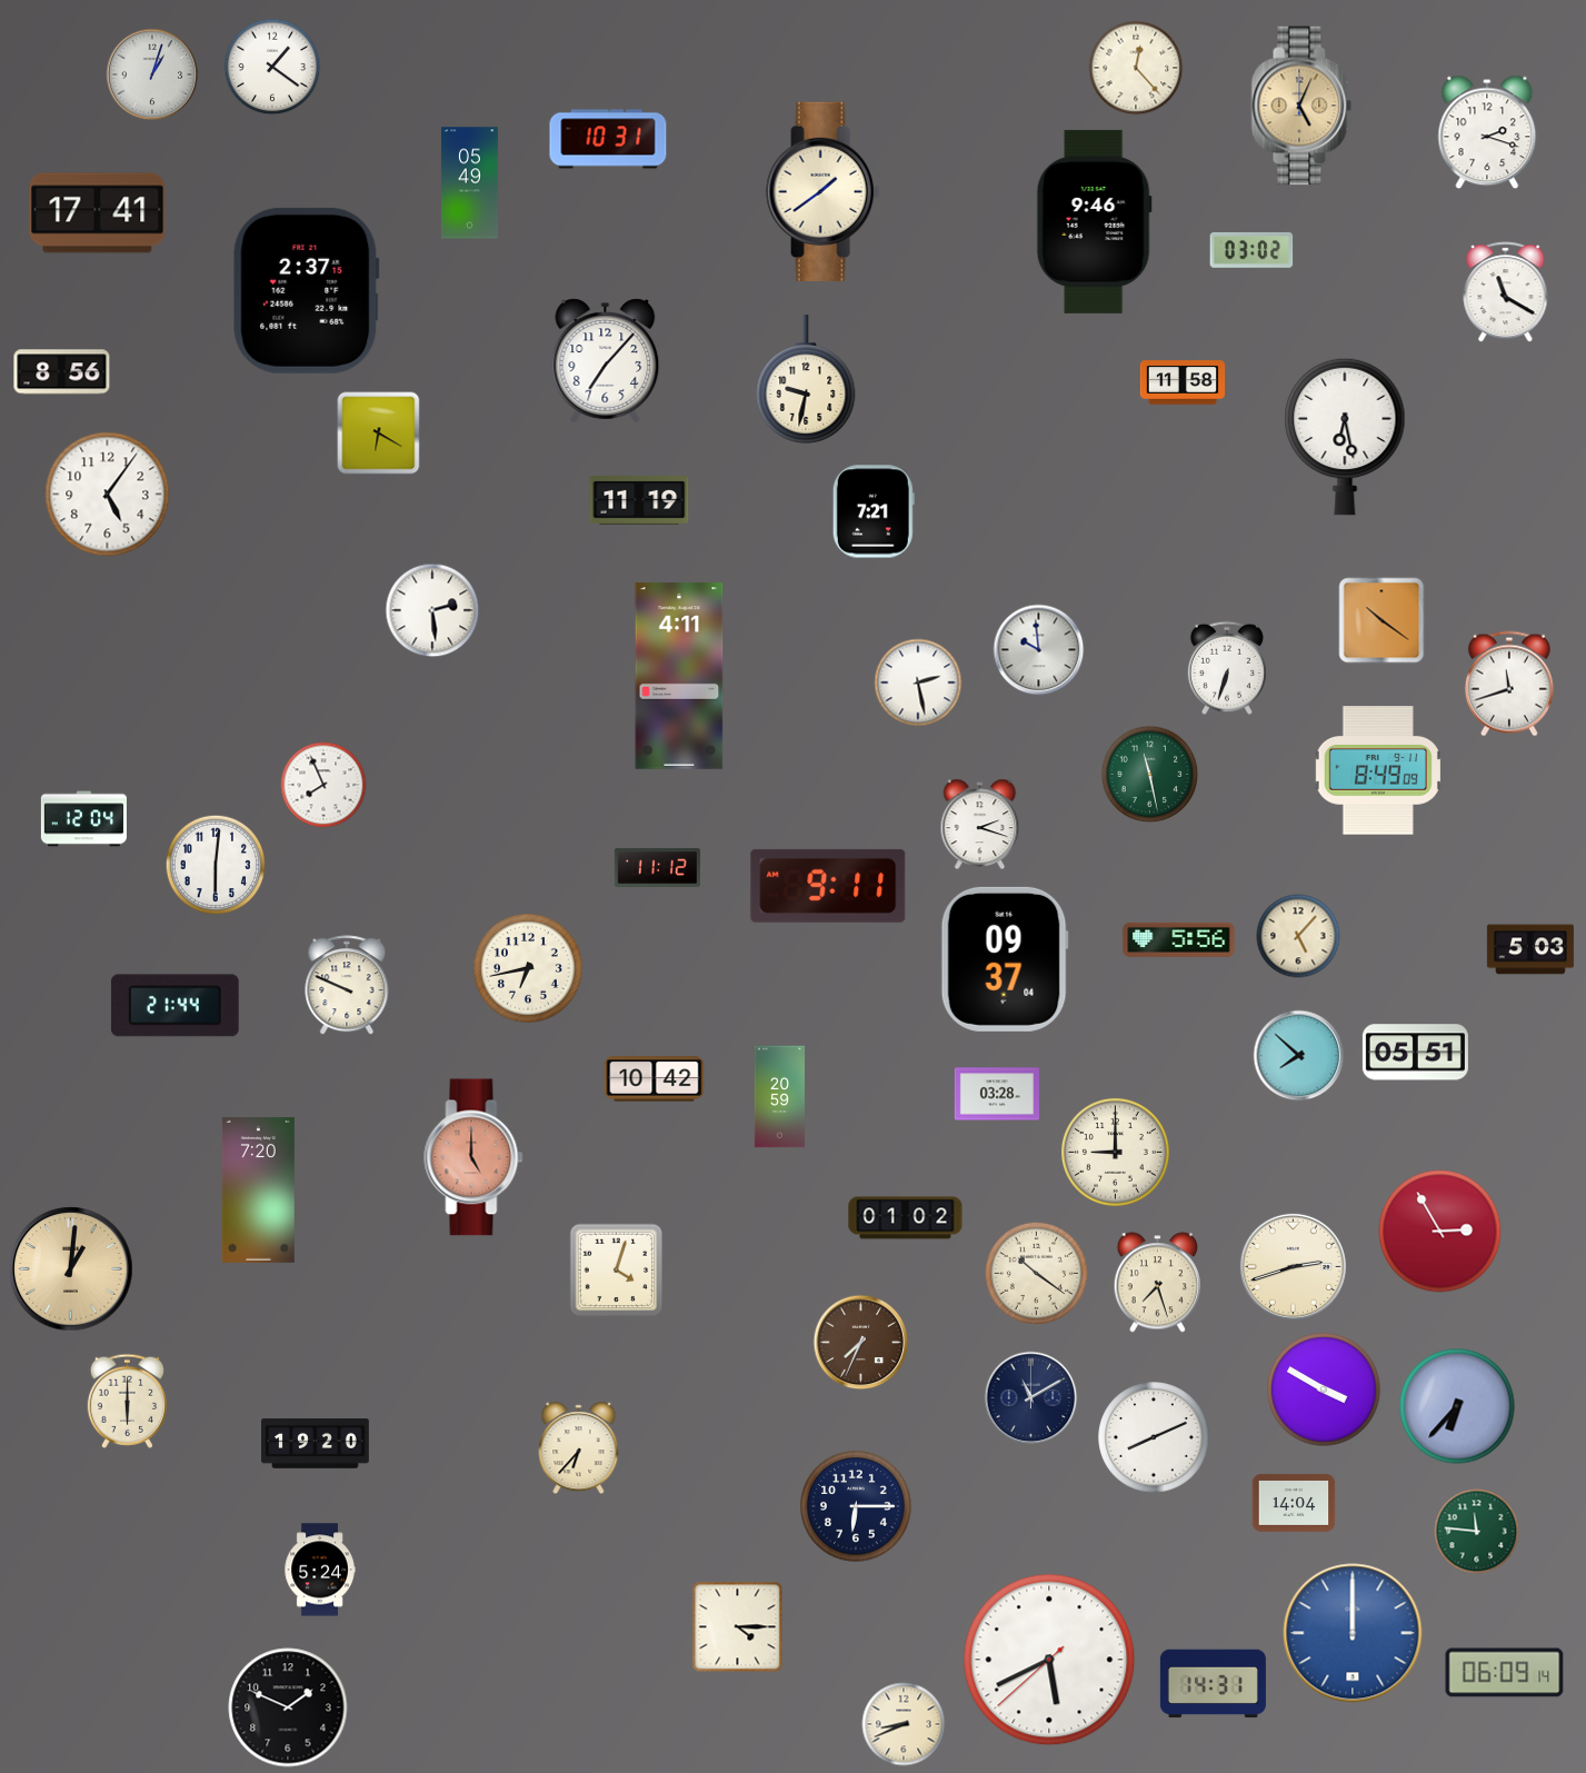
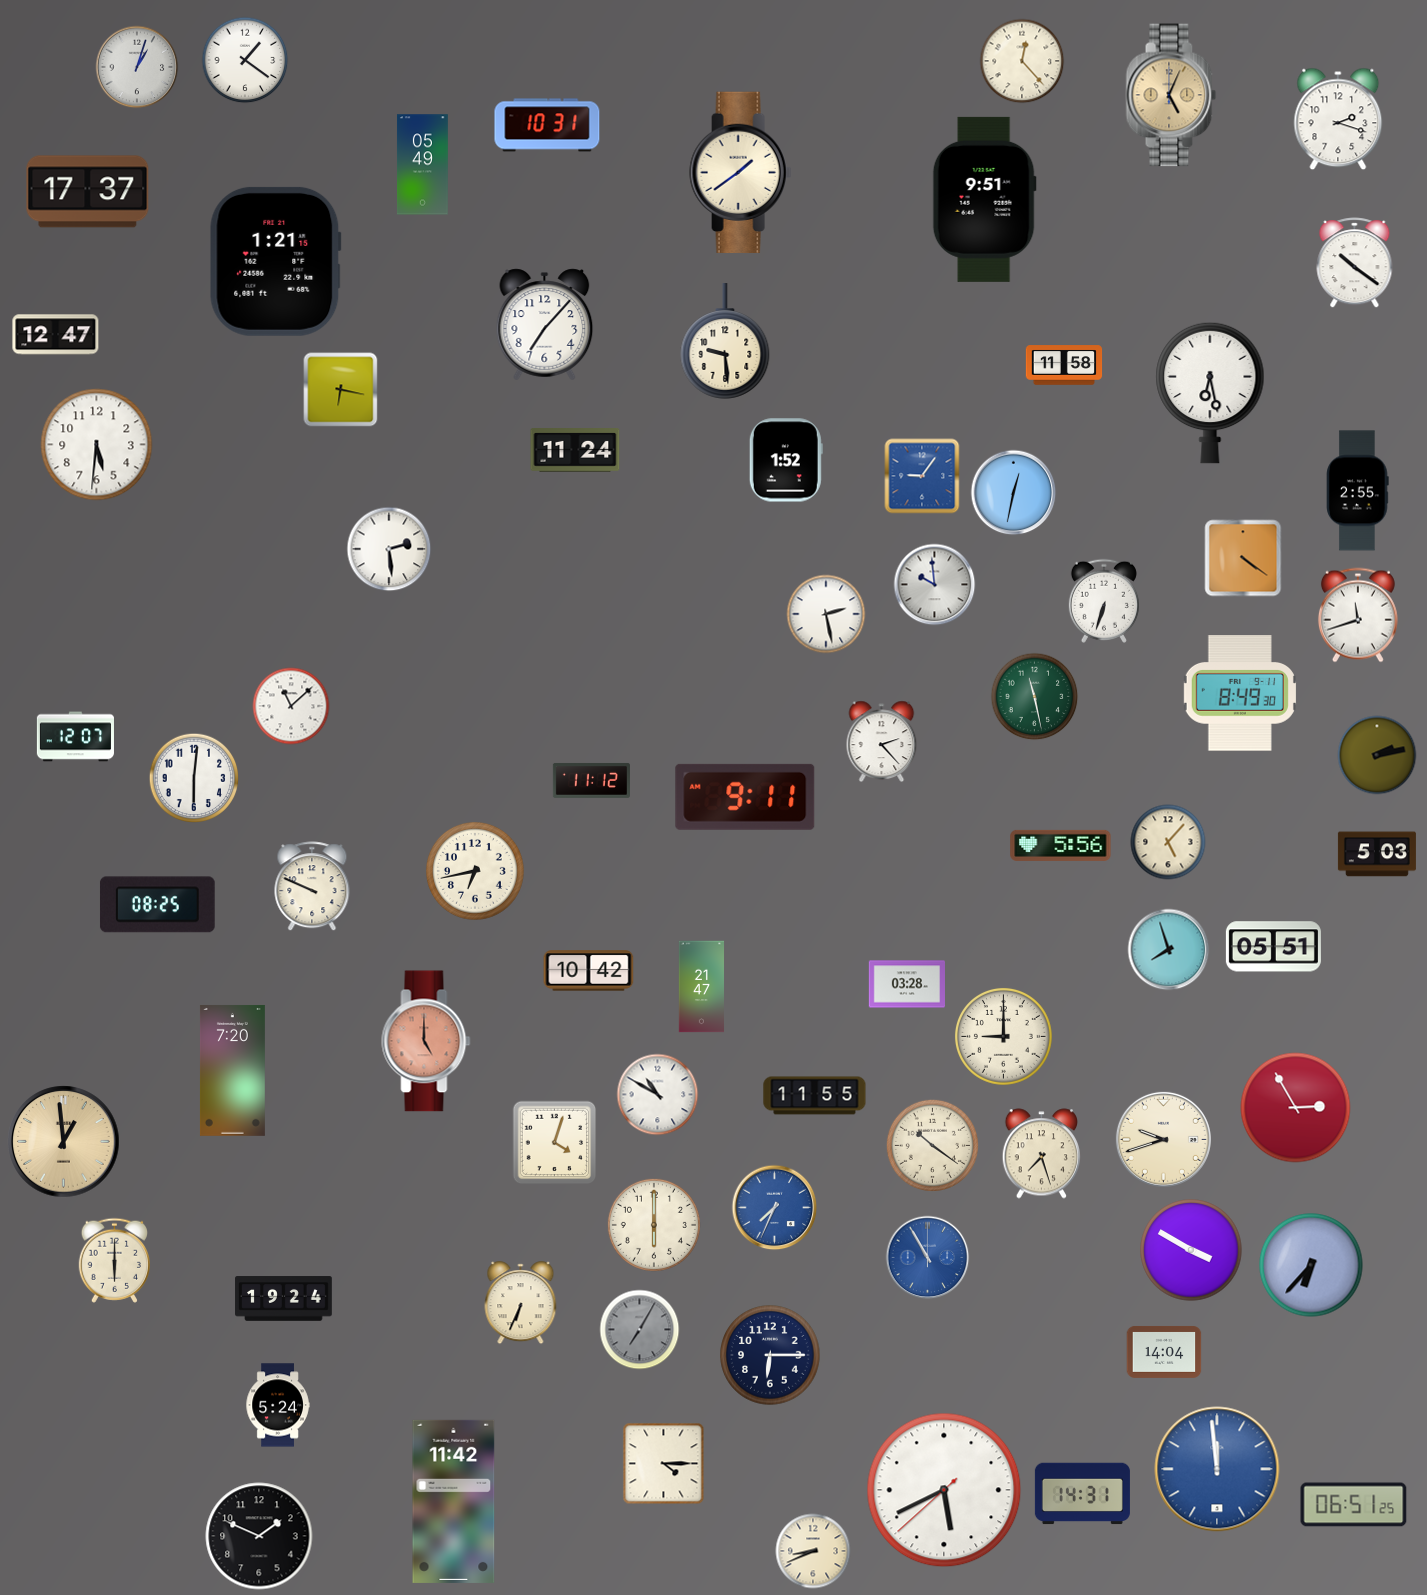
clock at (98, 213): 17:41 -> 17:37
clock at (1094, 221): 9:46 -> 9:51
clock at (1251, 250): 03:02 -> none
clock at (306, 290): 2:37 -> 1:21
clock at (1506, 292): 11:20 -> 10:21
clock at (62, 372): 8:56 -> 12:47
clock at (806, 379): 9:32 -> 9:29
clock at (1183, 382) position: (1183, 382) -> (1064, 365)
clock at (379, 434): 6:20 -> 6:17
clock at (108, 495): 5:06 -> 5:31
clock at (639, 501): 11:19 -> 11:24
clock at (874, 511): 7:21 -> 1:52
clock at (922, 476): none -> 9:06
clock at (1358, 491): none -> 2:55
clock at (1014, 493): none -> 12:32
clock at (1381, 620): 10:21 -> 4:21
clock at (679, 676): 4:11 -> none
clock at (1378, 770): 8:49:09 -> 8:49:30
clock at (323, 785): 7:56 -> 11:08
clock at (83, 819): 12:04 -> 12:07
clock at (980, 825): 2:18 -> 2:23
clock at (1377, 755): none -> 2:13
clock at (1005, 959): 09:37 -> none
clock at (174, 1006): 21:44 -> 08:25
clock at (1299, 1056): 7:52 -> 7:57
clock at (996, 1094) position: (996, 1094) -> (906, 984)
clock at (780, 1097): 20:59 -> 21:47
clock at (658, 1095): none -> 10:50
clock at (906, 1218): 01:02 -> 11:55
clock at (1293, 1266): 2:42 -> 9:42
clock at (71, 1269): 1:01 -> 12:59
clock at (861, 1343) dial: brown -> blue
clock at (654, 1225): none -> 6:00
clock at (1031, 1398): 11:10 -> 10:55
clock at (1031, 1398) dial: navy -> blue
clock at (1154, 1437): 8:11 -> none
clock at (316, 1444): 19:20 -> 19:24
clock at (579, 1448): 6:37 -> 6:34
clock at (640, 1330): none -> 7:05
clock at (1477, 1532): 11:46 -> none
clock at (320, 1570) position: (320, 1570) -> (278, 1405)
clock at (1353, 1633): 12:00 -> 11:59
clock at (1049, 1660) position: (1049, 1660) -> (944, 1490)
clock at (454, 1501): none -> 11:42
clock at (1505, 1673): 06:09 -> 06:51
clock at (1213, 1684) position: (1213, 1684) -> (1082, 1494)
